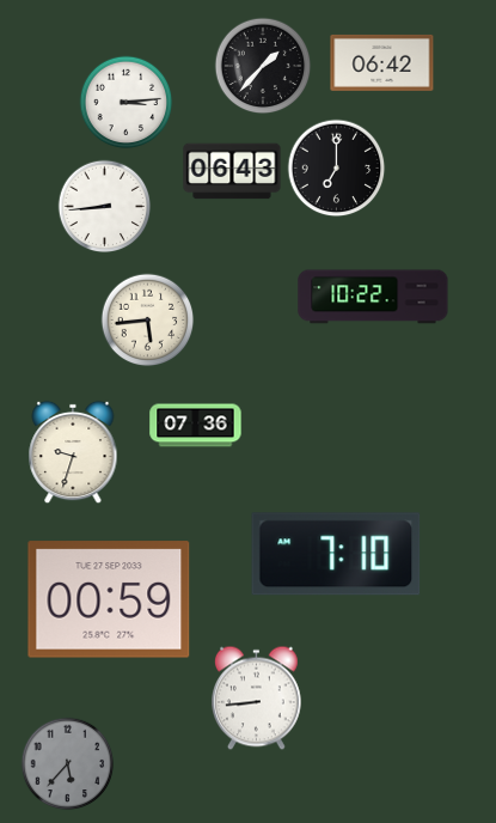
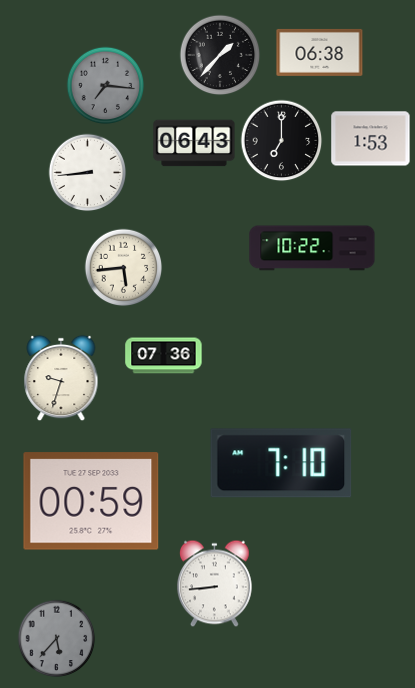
clock at (382, 62): 06:42 -> 06:38
clock at (125, 102): 3:14 -> 7:16
clock at (125, 102) dial: white -> grey
clock at (371, 139): none -> 1:53
